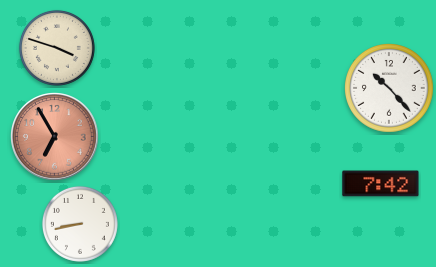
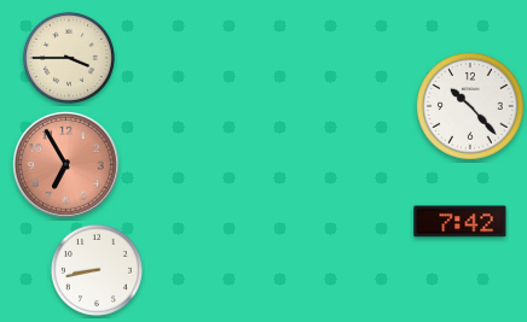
clock at (57, 48): 3:48 -> 3:45
